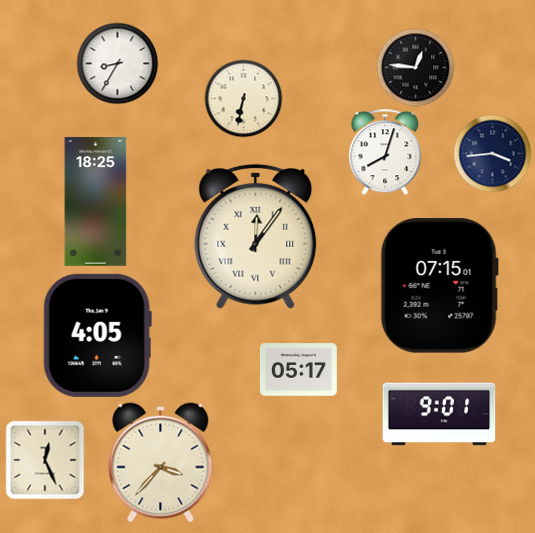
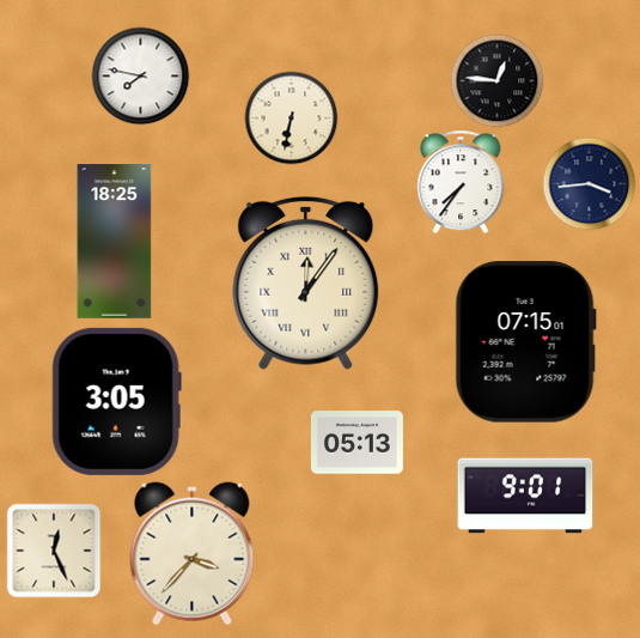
clock at (117, 63): 8:35 -> 7:47
clock at (385, 152): 8:03 -> 7:36
clock at (97, 335): 4:05 -> 3:05
clock at (298, 370): 05:17 -> 05:13
